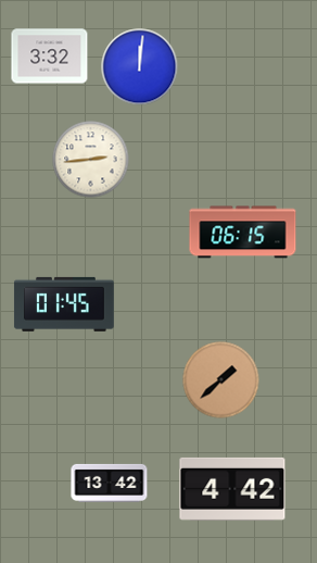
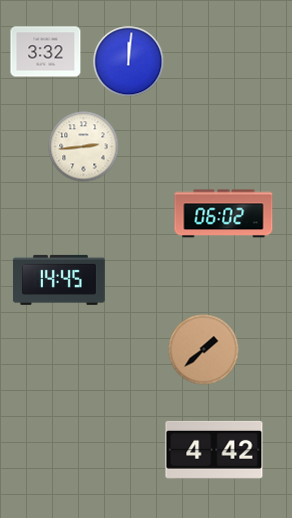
clock at (243, 233): 06:15 -> 06:02
clock at (64, 304): 01:45 -> 14:45
clock at (110, 483): 13:42 -> none
